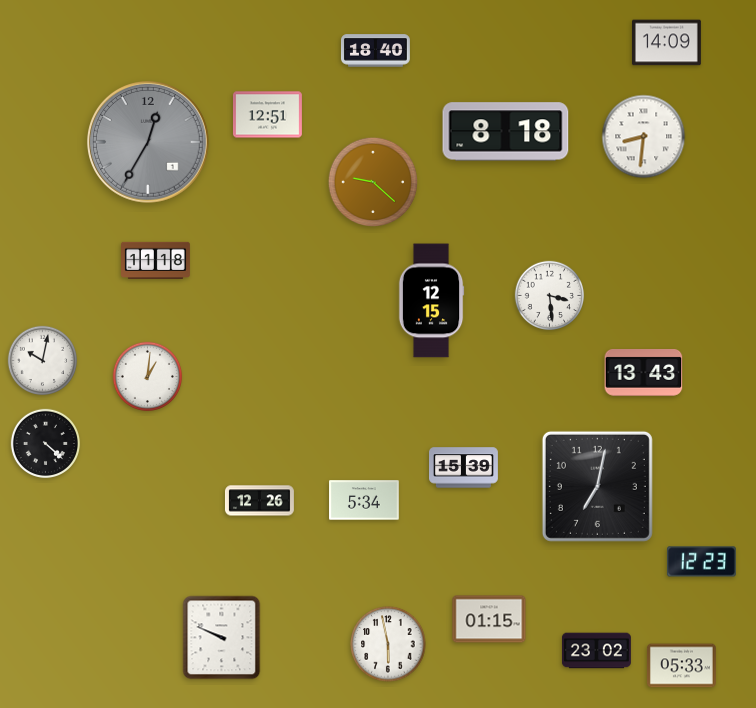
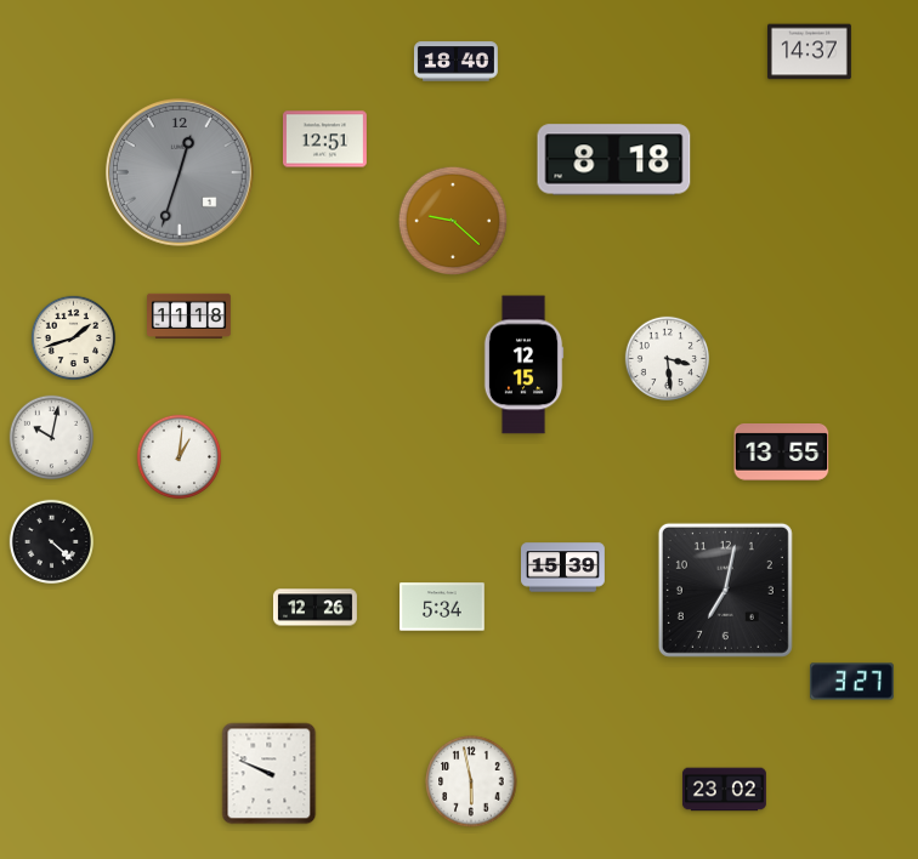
clock at (666, 43): 14:09 -> 14:37
clock at (644, 137): 8:31 -> none
clock at (149, 143): 12:35 -> 12:33
clock at (74, 339): none -> 1:42
clock at (644, 373): 13:43 -> 13:55
clock at (46, 444) position: (46, 444) -> (52, 542)
clock at (701, 562): 12:23 -> 3:27
clock at (489, 619): 01:15 -> none
clock at (681, 666): 05:33 -> none
